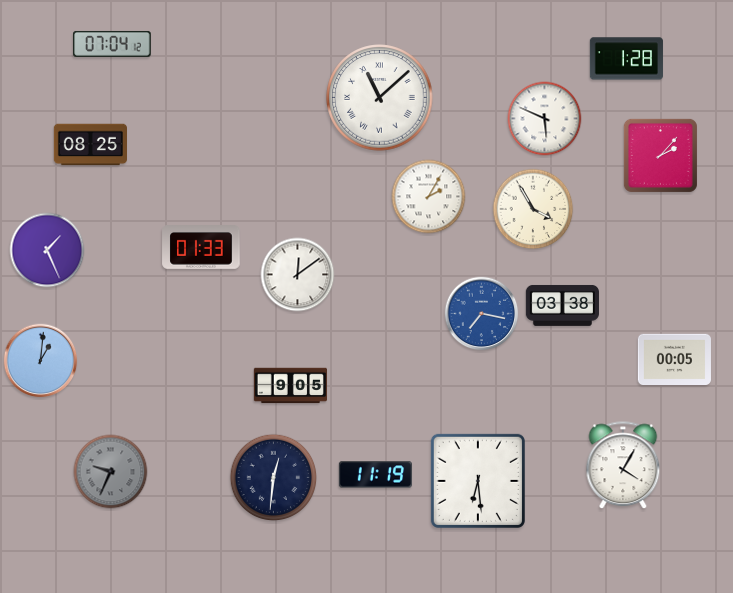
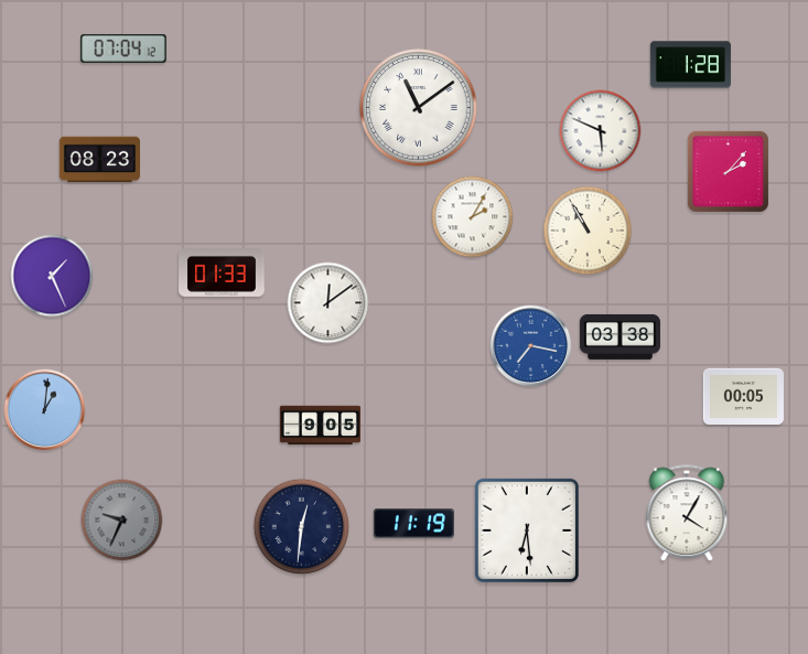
clock at (380, 98): 11:08 -> 11:09
clock at (90, 145): 08:25 -> 08:23
clock at (533, 209): 3:55 -> 10:55
clock at (41, 361) position: (41, 361) -> (45, 410)
